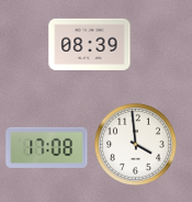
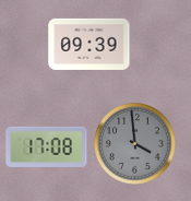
clock at (90, 44): 08:39 -> 09:39
clock at (135, 144) dial: white -> grey
